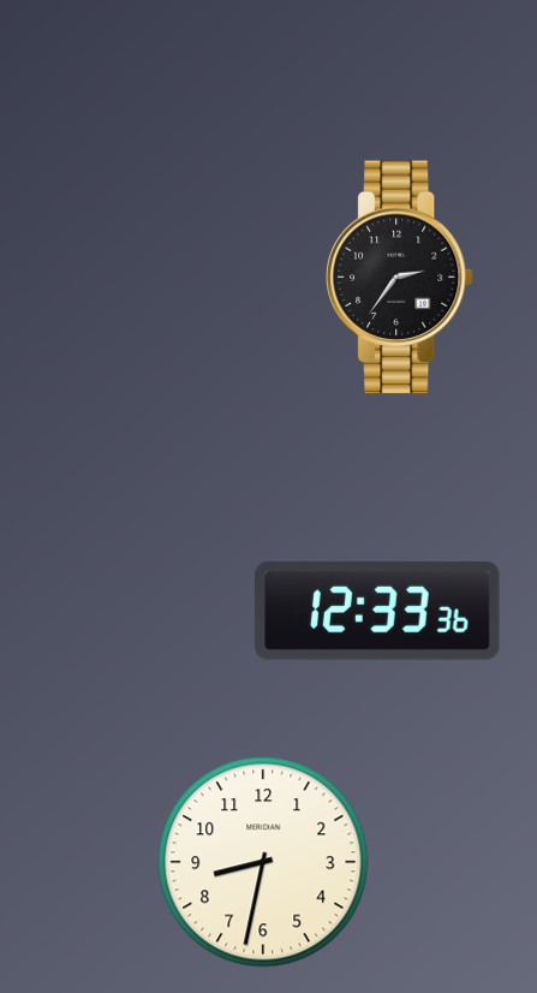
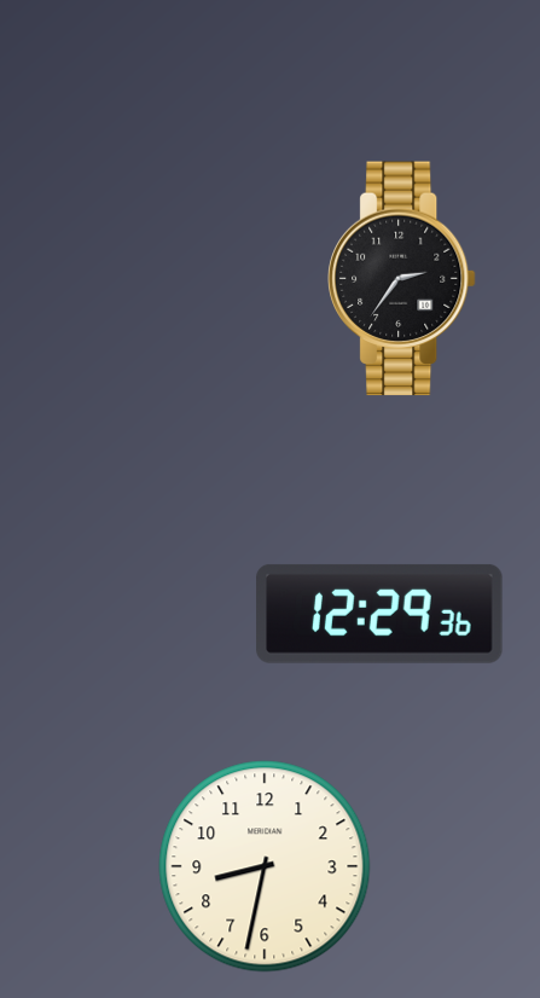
clock at (377, 611): 12:33 -> 12:29
